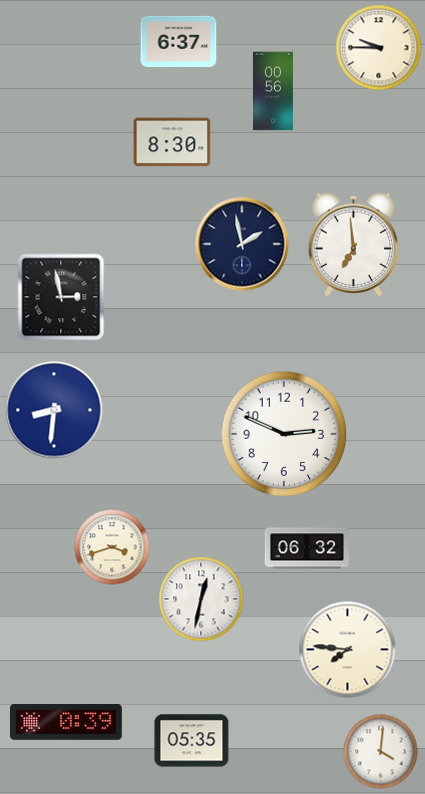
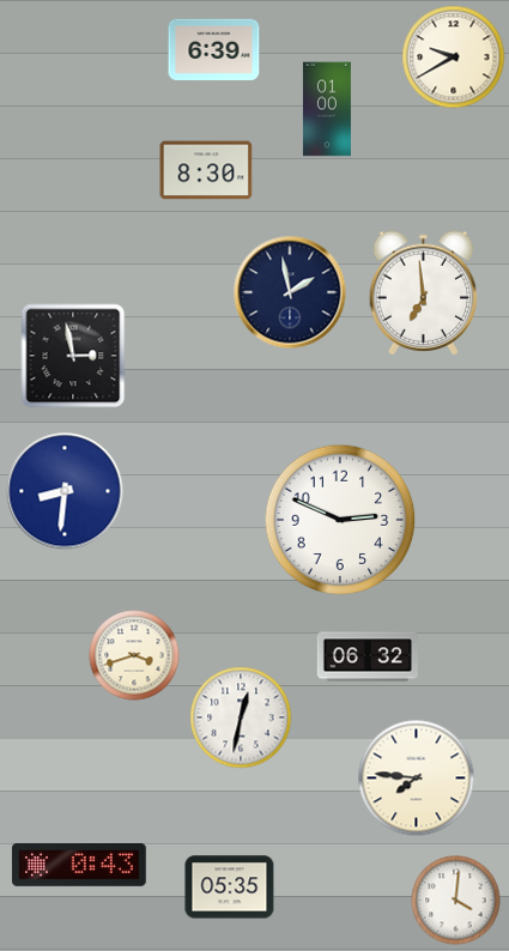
clock at (179, 41): 6:37 -> 6:39
clock at (379, 48): 9:45 -> 9:40
clock at (273, 91): 00:56 -> 01:00
clock at (67, 723): 0:39 -> 0:43
